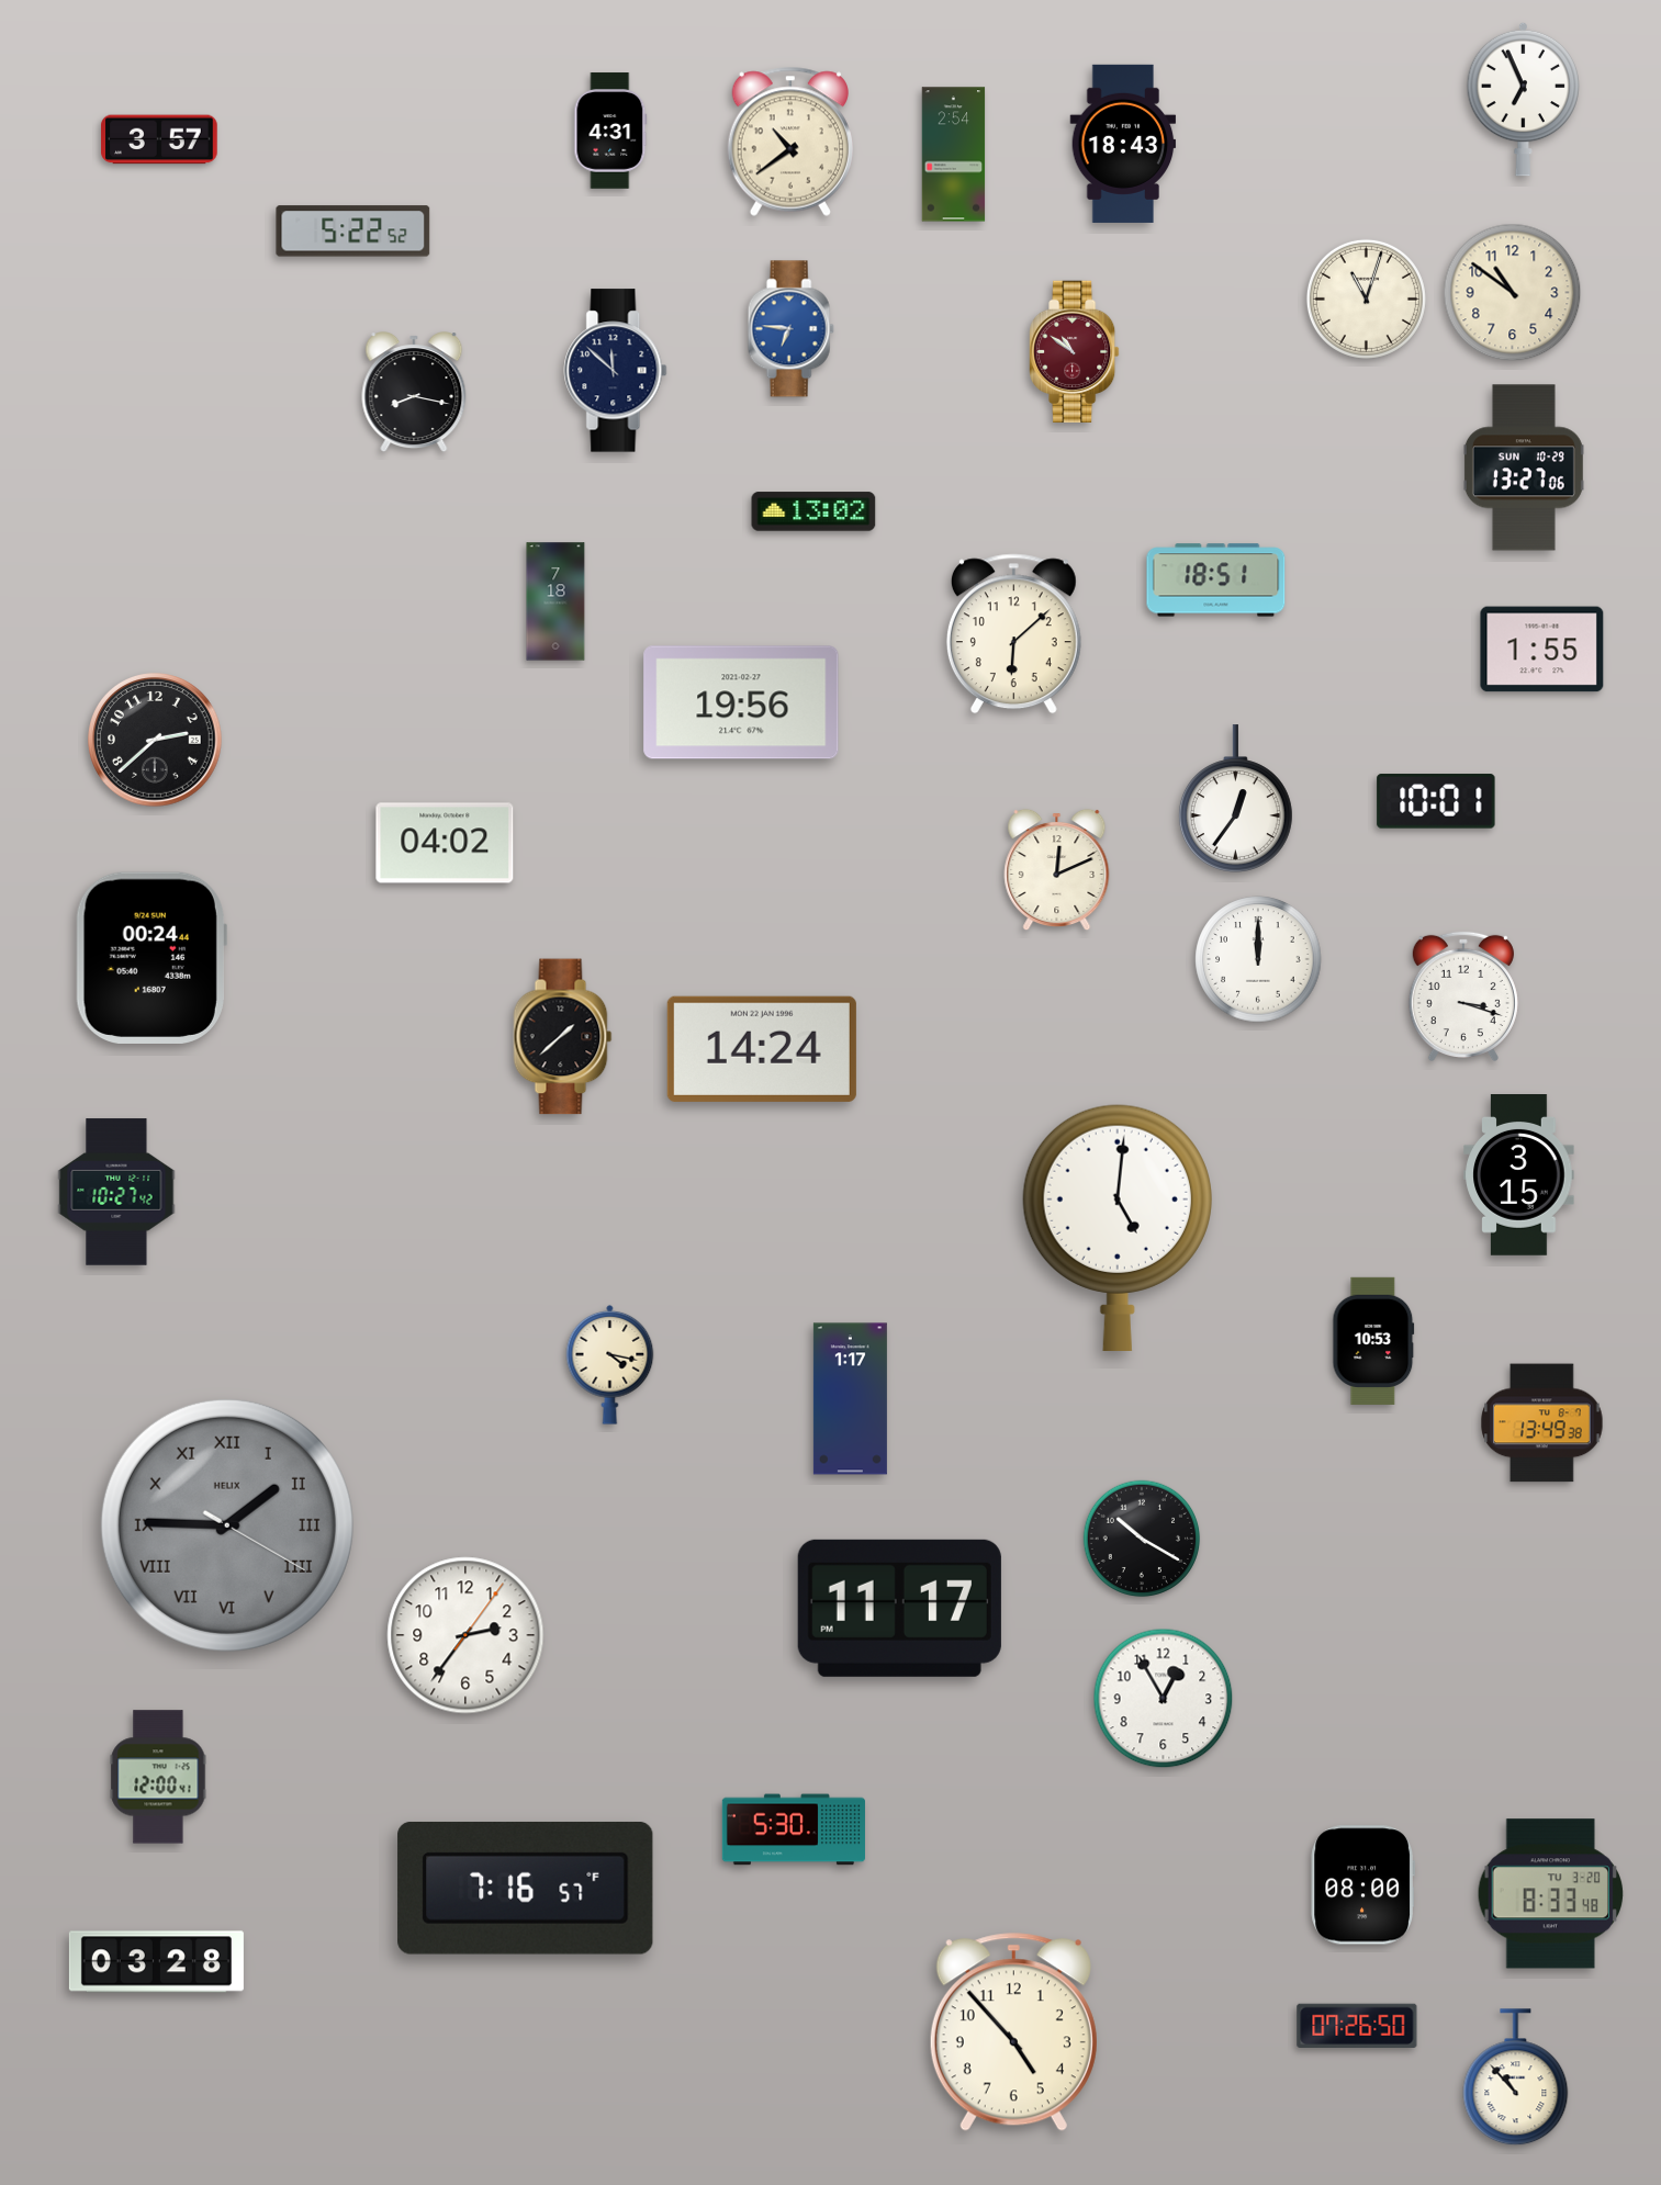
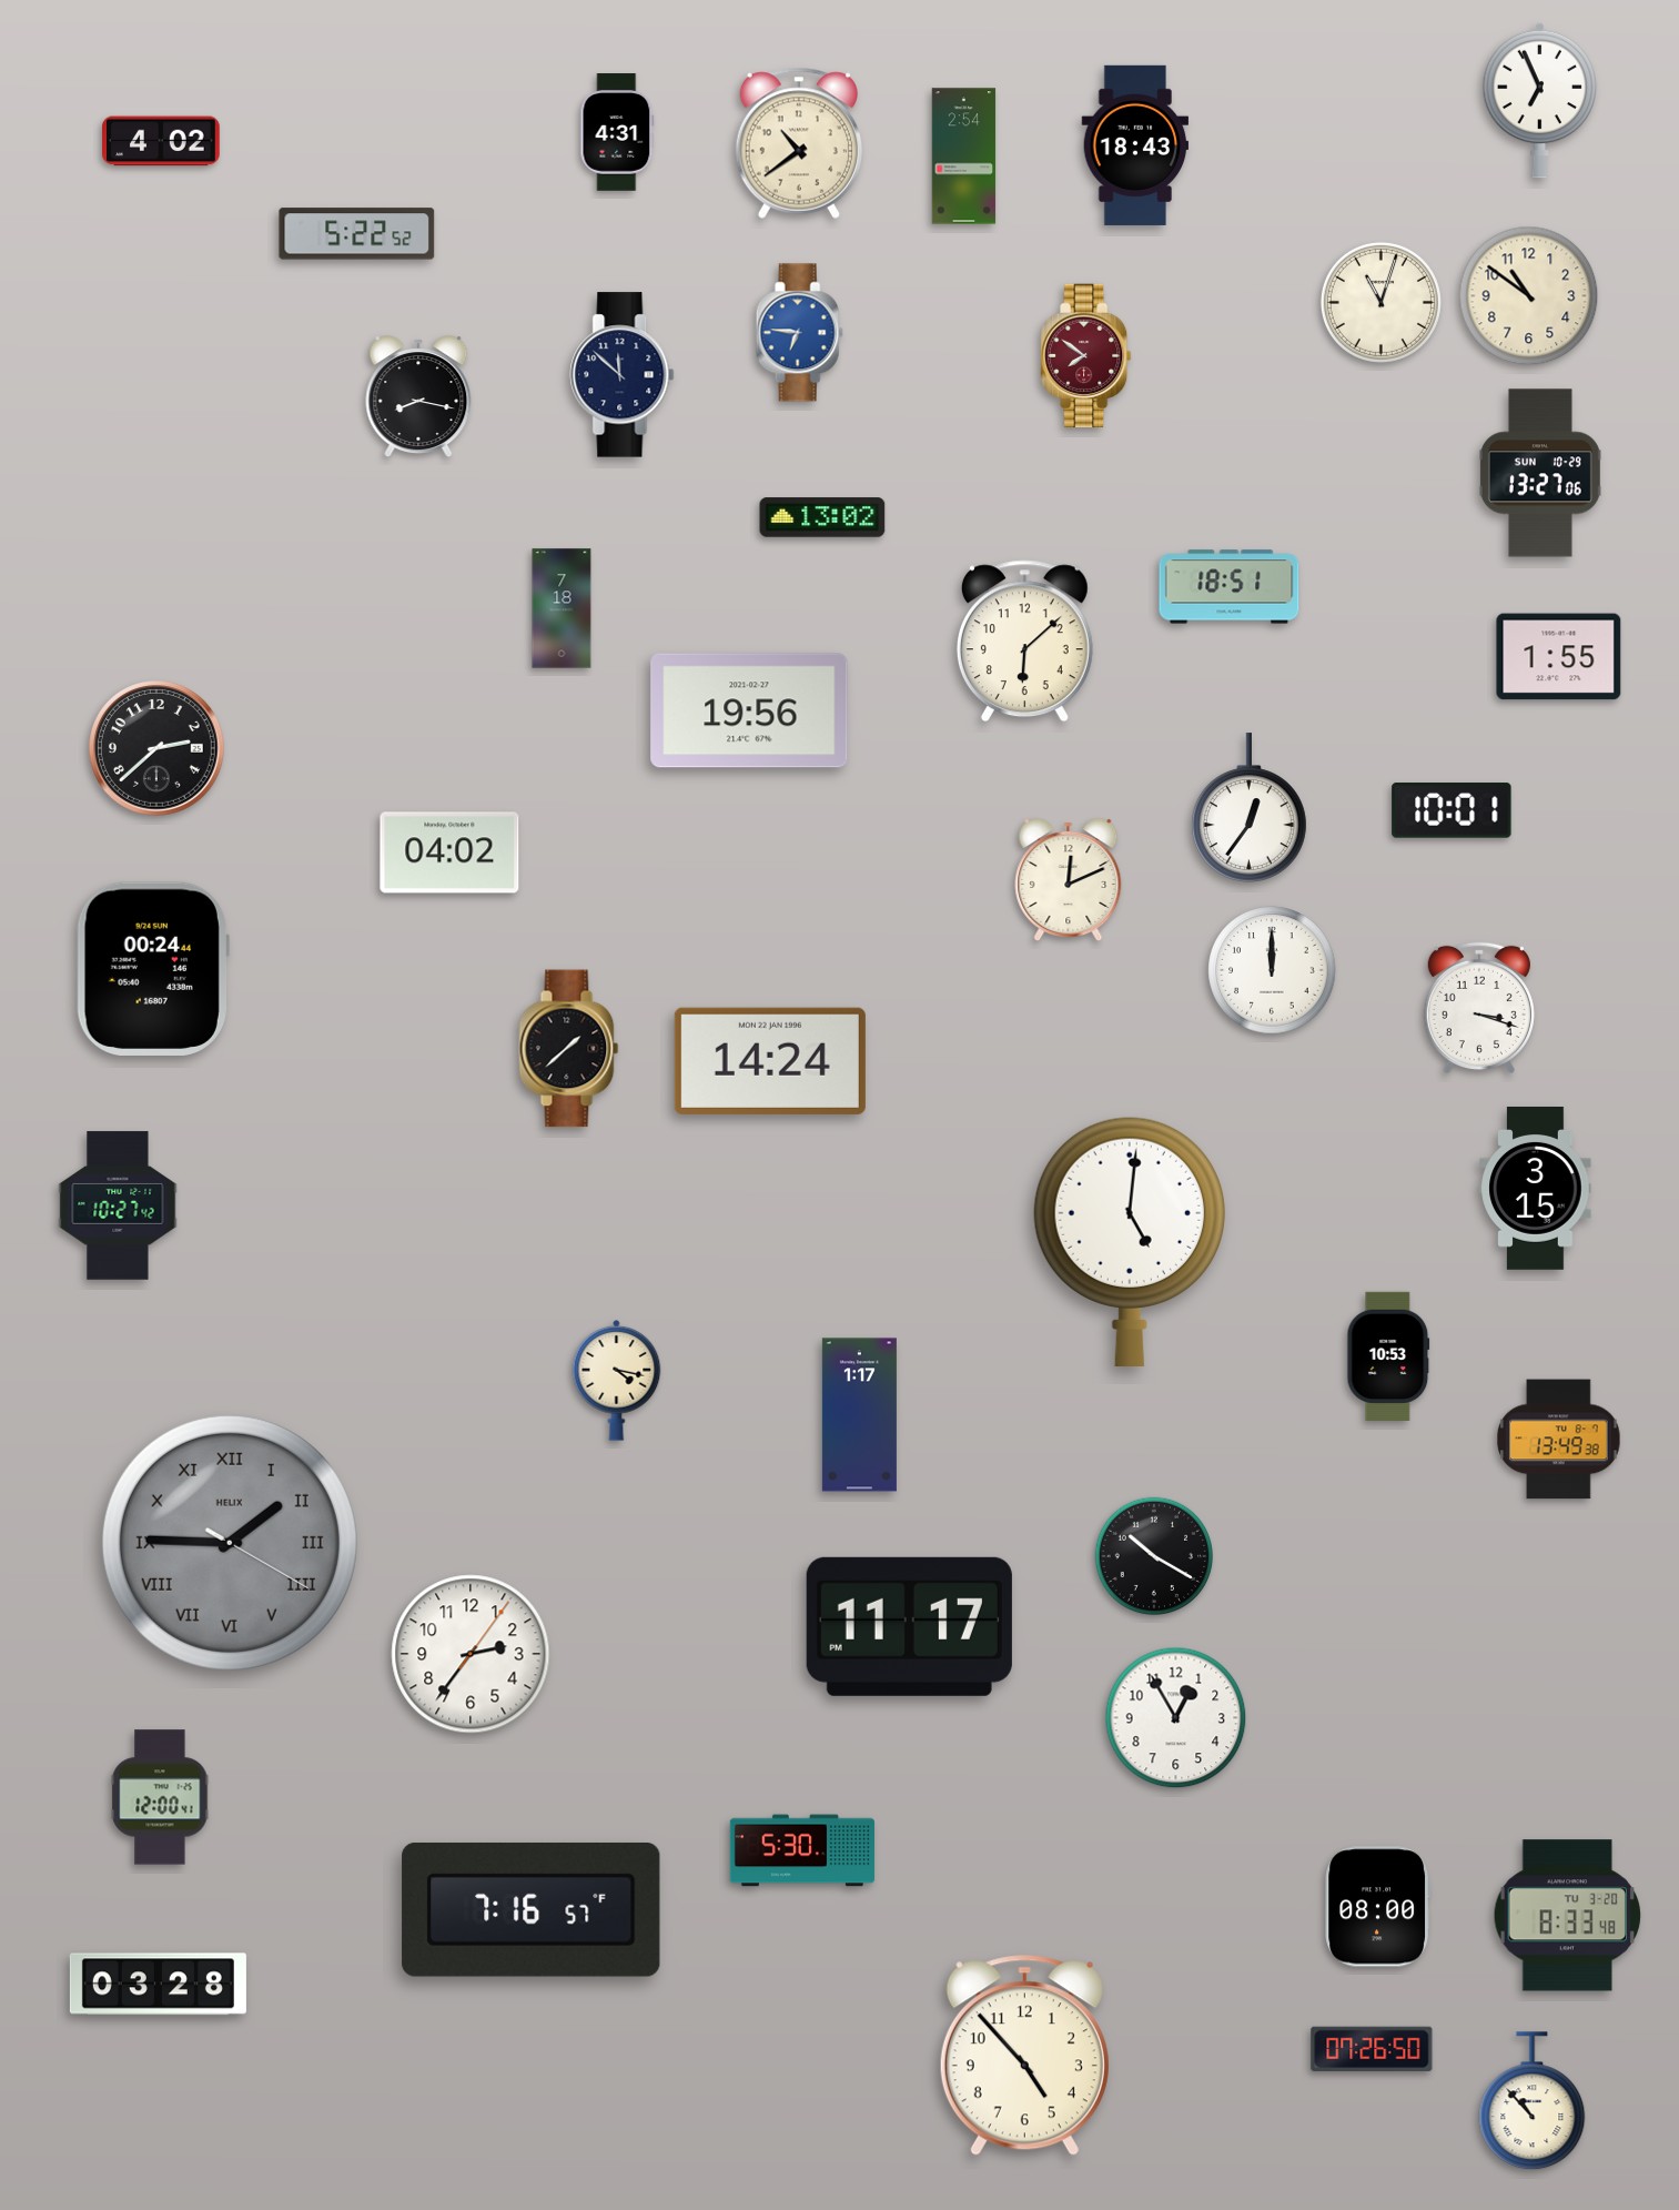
clock at (159, 139): 3:57 -> 4:02
clock at (1075, 352): 10:51 -> 7:51
